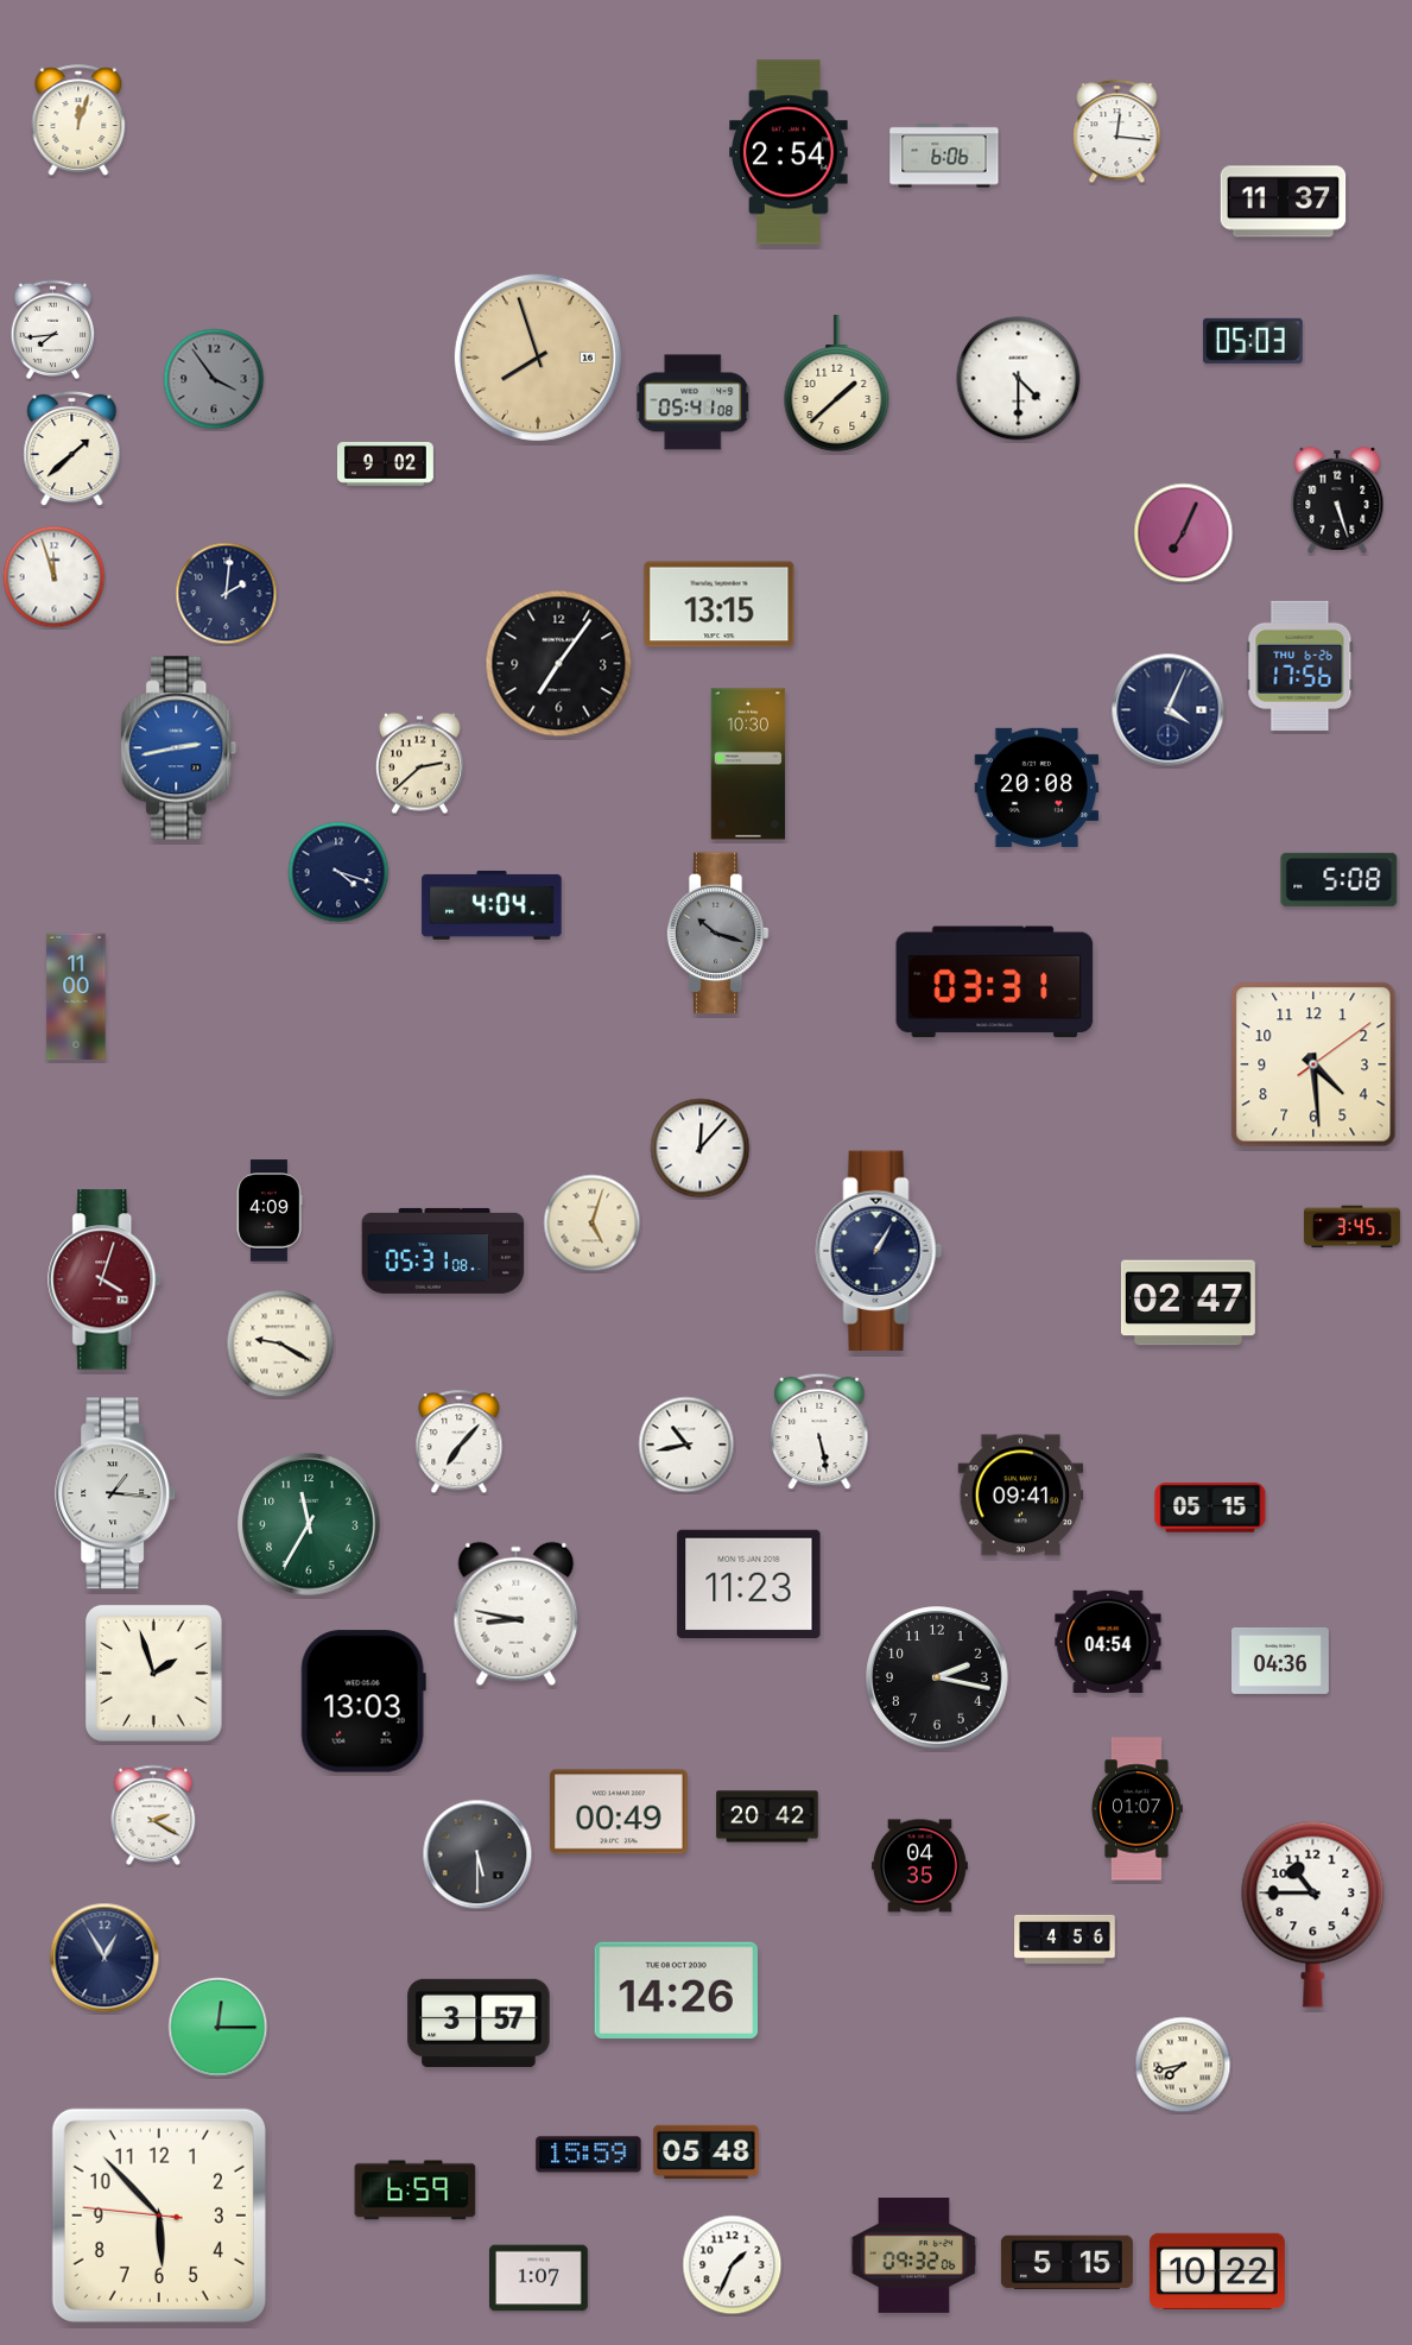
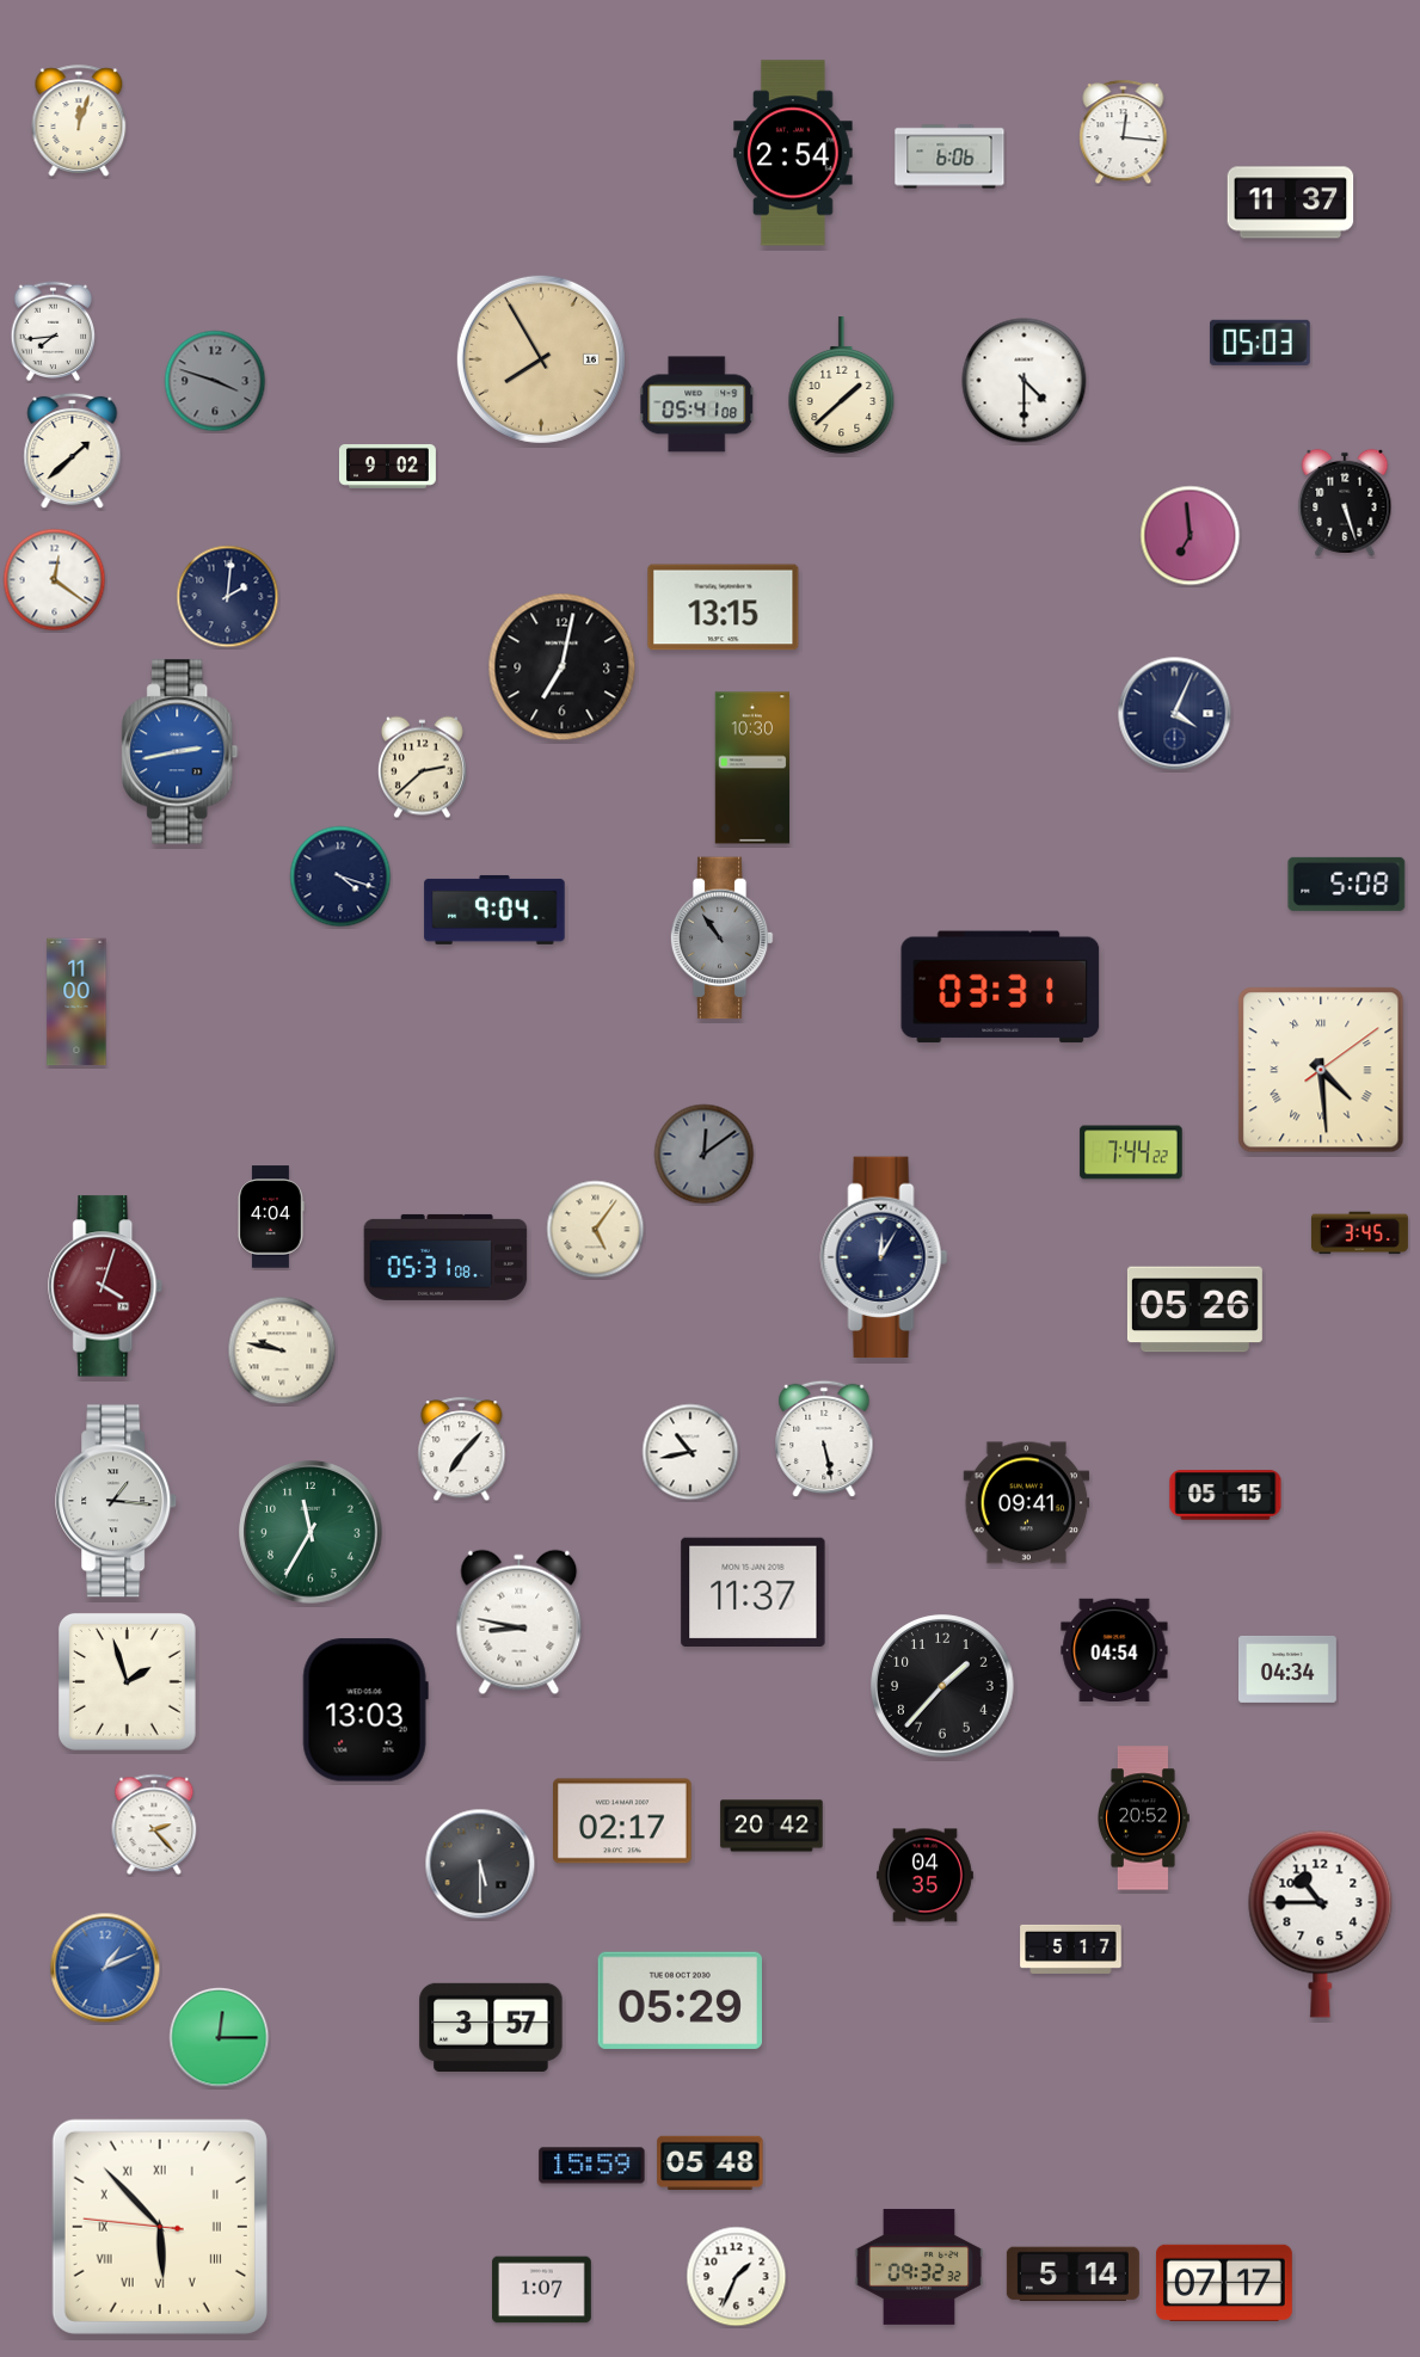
clock at (538, 358): 7:57 -> 7:55
clock at (214, 379): 3:54 -> 3:48
clock at (1184, 533): 7:04 -> 6:59
clock at (55, 577): 11:57 -> 12:21
clock at (559, 664): 7:06 -> 7:02
clock at (1300, 665): 17:56 -> none
clock at (1037, 788): 20:08 -> none
clock at (492, 905): 4:04 -> 9:04
clock at (717, 934): 10:18 -> 10:54
clock at (1313, 1064) numerals: Arabic -> Roman
clock at (1131, 1152): none -> 7:44
clock at (701, 1149): 12:07 -> 12:09
clock at (701, 1149) dial: white -> grey
clock at (270, 1211): 4:09 -> 4:04
clock at (593, 1224): 5:03 -> 5:06
clock at (879, 1251): 1:05 -> 12:05
clock at (1188, 1303): 02:47 -> 05:26
clock at (280, 1344): 9:20 -> 9:47
clock at (1210, 1507) position: (1210, 1507) -> (1225, 1495)
clock at (749, 1584): 11:23 -> 11:37
clock at (1281, 1661): 04:36 -> 04:34
clock at (153, 1673) position: (153, 1673) -> (127, 1681)
clock at (937, 1677): 2:17 -> 1:37
clock at (1138, 1809): 01:07 -> 20:52
clock at (620, 1812): 00:49 -> 02:17
clock at (153, 1815): 2:20 -> 2:23
clock at (1065, 1939): 4:56 -> 5:17
clock at (105, 1958): 12:55 -> 1:11
clock at (105, 1958) dial: navy -> blue
clock at (676, 1990): 14:26 -> 05:29
clock at (479, 2023) position: (479, 2023) -> (491, 2027)
clock at (1183, 2065): 7:43 -> none
clock at (416, 2191): 6:59 -> none
clock at (159, 2216) numerals: Arabic -> Roman
clock at (914, 2255): 09:32:06 -> 09:32:32
clock at (1066, 2263): 5:15 -> 5:14
clock at (1217, 2270): 10:22 -> 07:17
